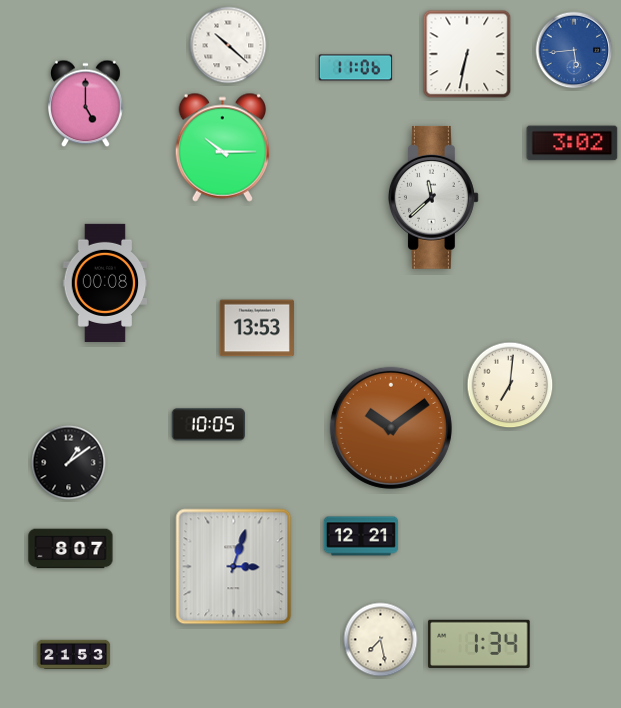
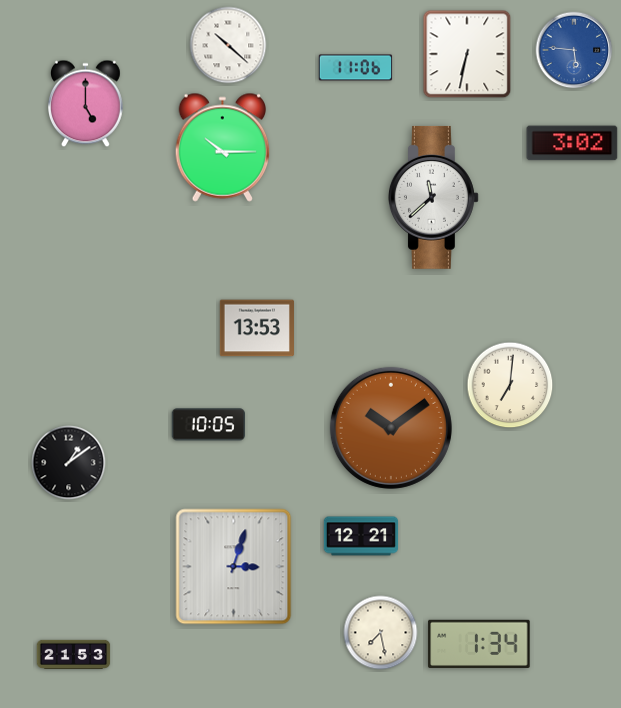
clock at (574, 50): 5:44 -> 5:46
clock at (105, 283): 00:08 -> none
clock at (71, 549): 8:07 -> none
clock at (381, 640) position: (381, 640) -> (381, 633)
